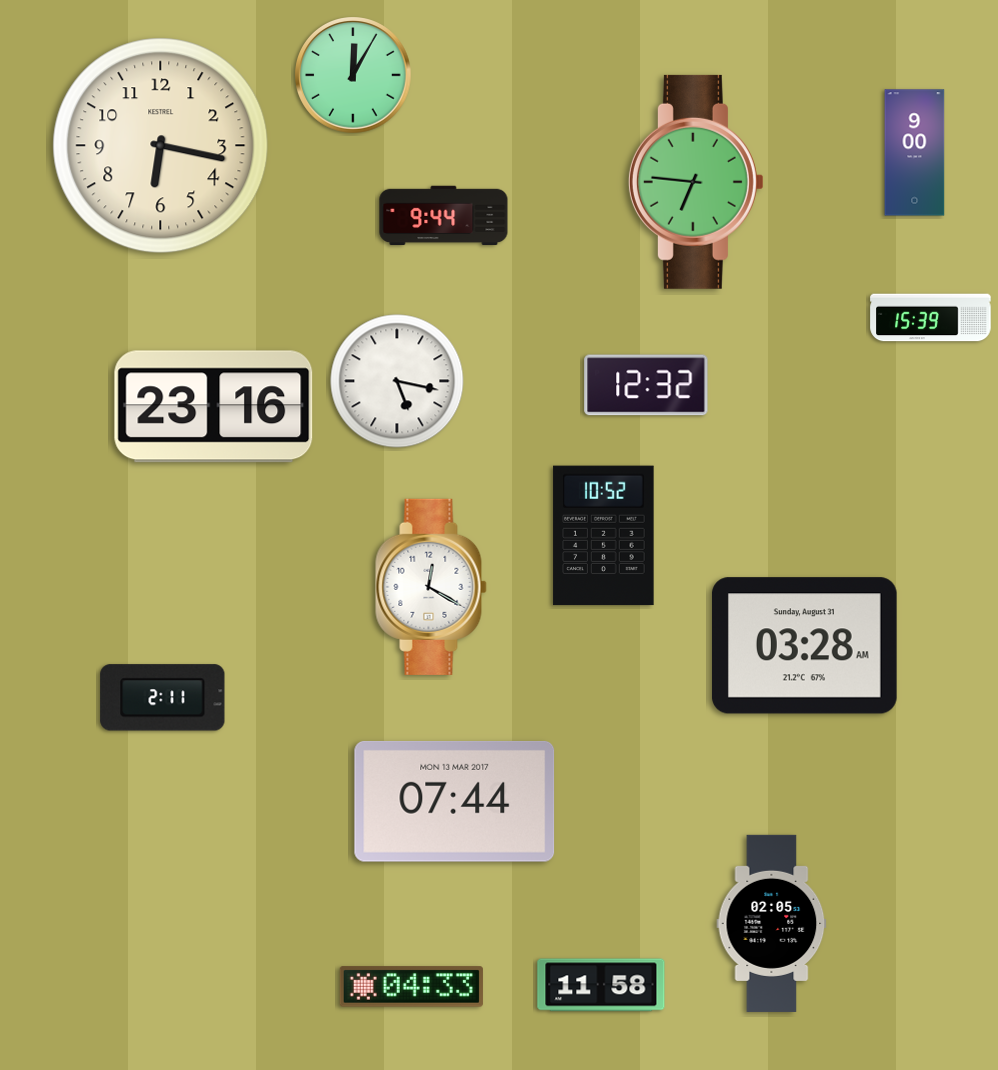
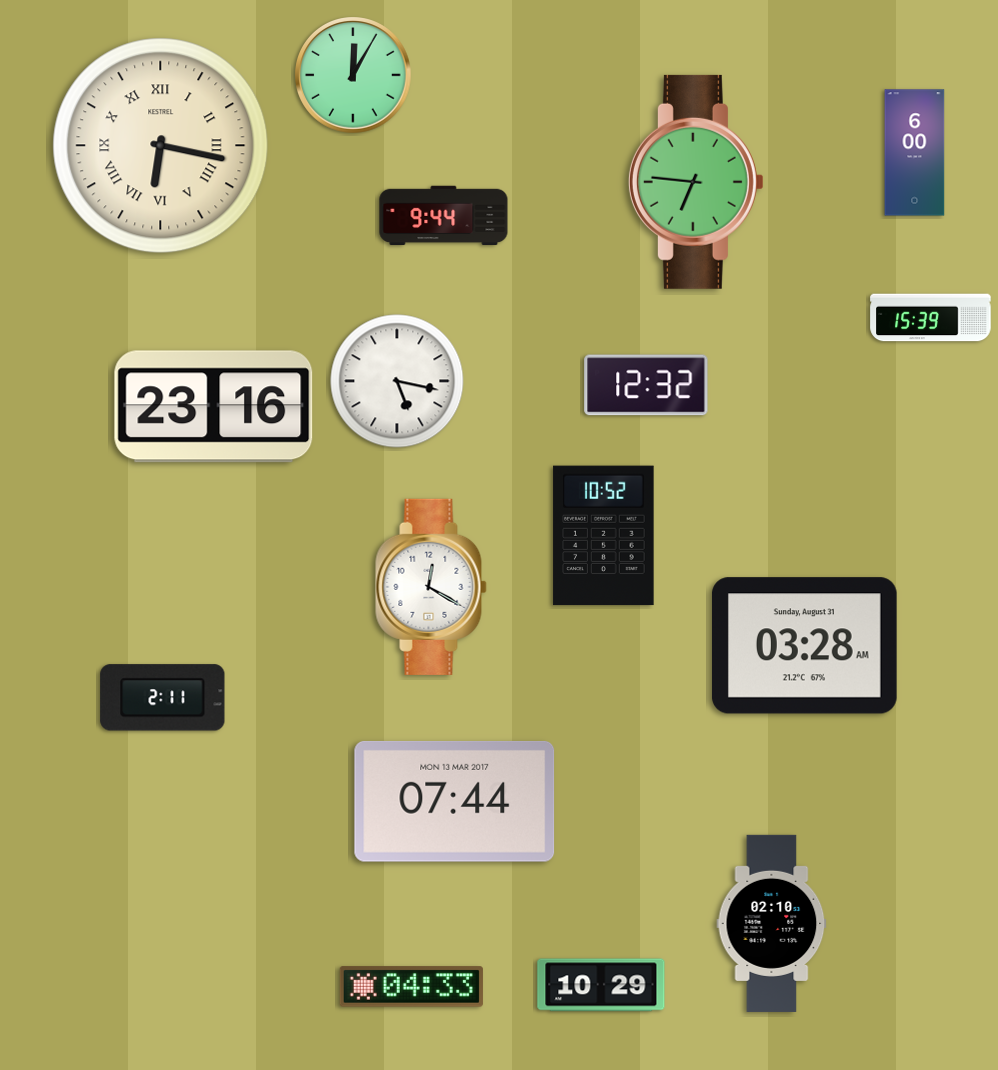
clock at (161, 146) numerals: Arabic -> Roman
clock at (915, 153): 9:00 -> 6:00
clock at (772, 923): 02:05 -> 02:10
clock at (601, 985): 11:58 -> 10:29
